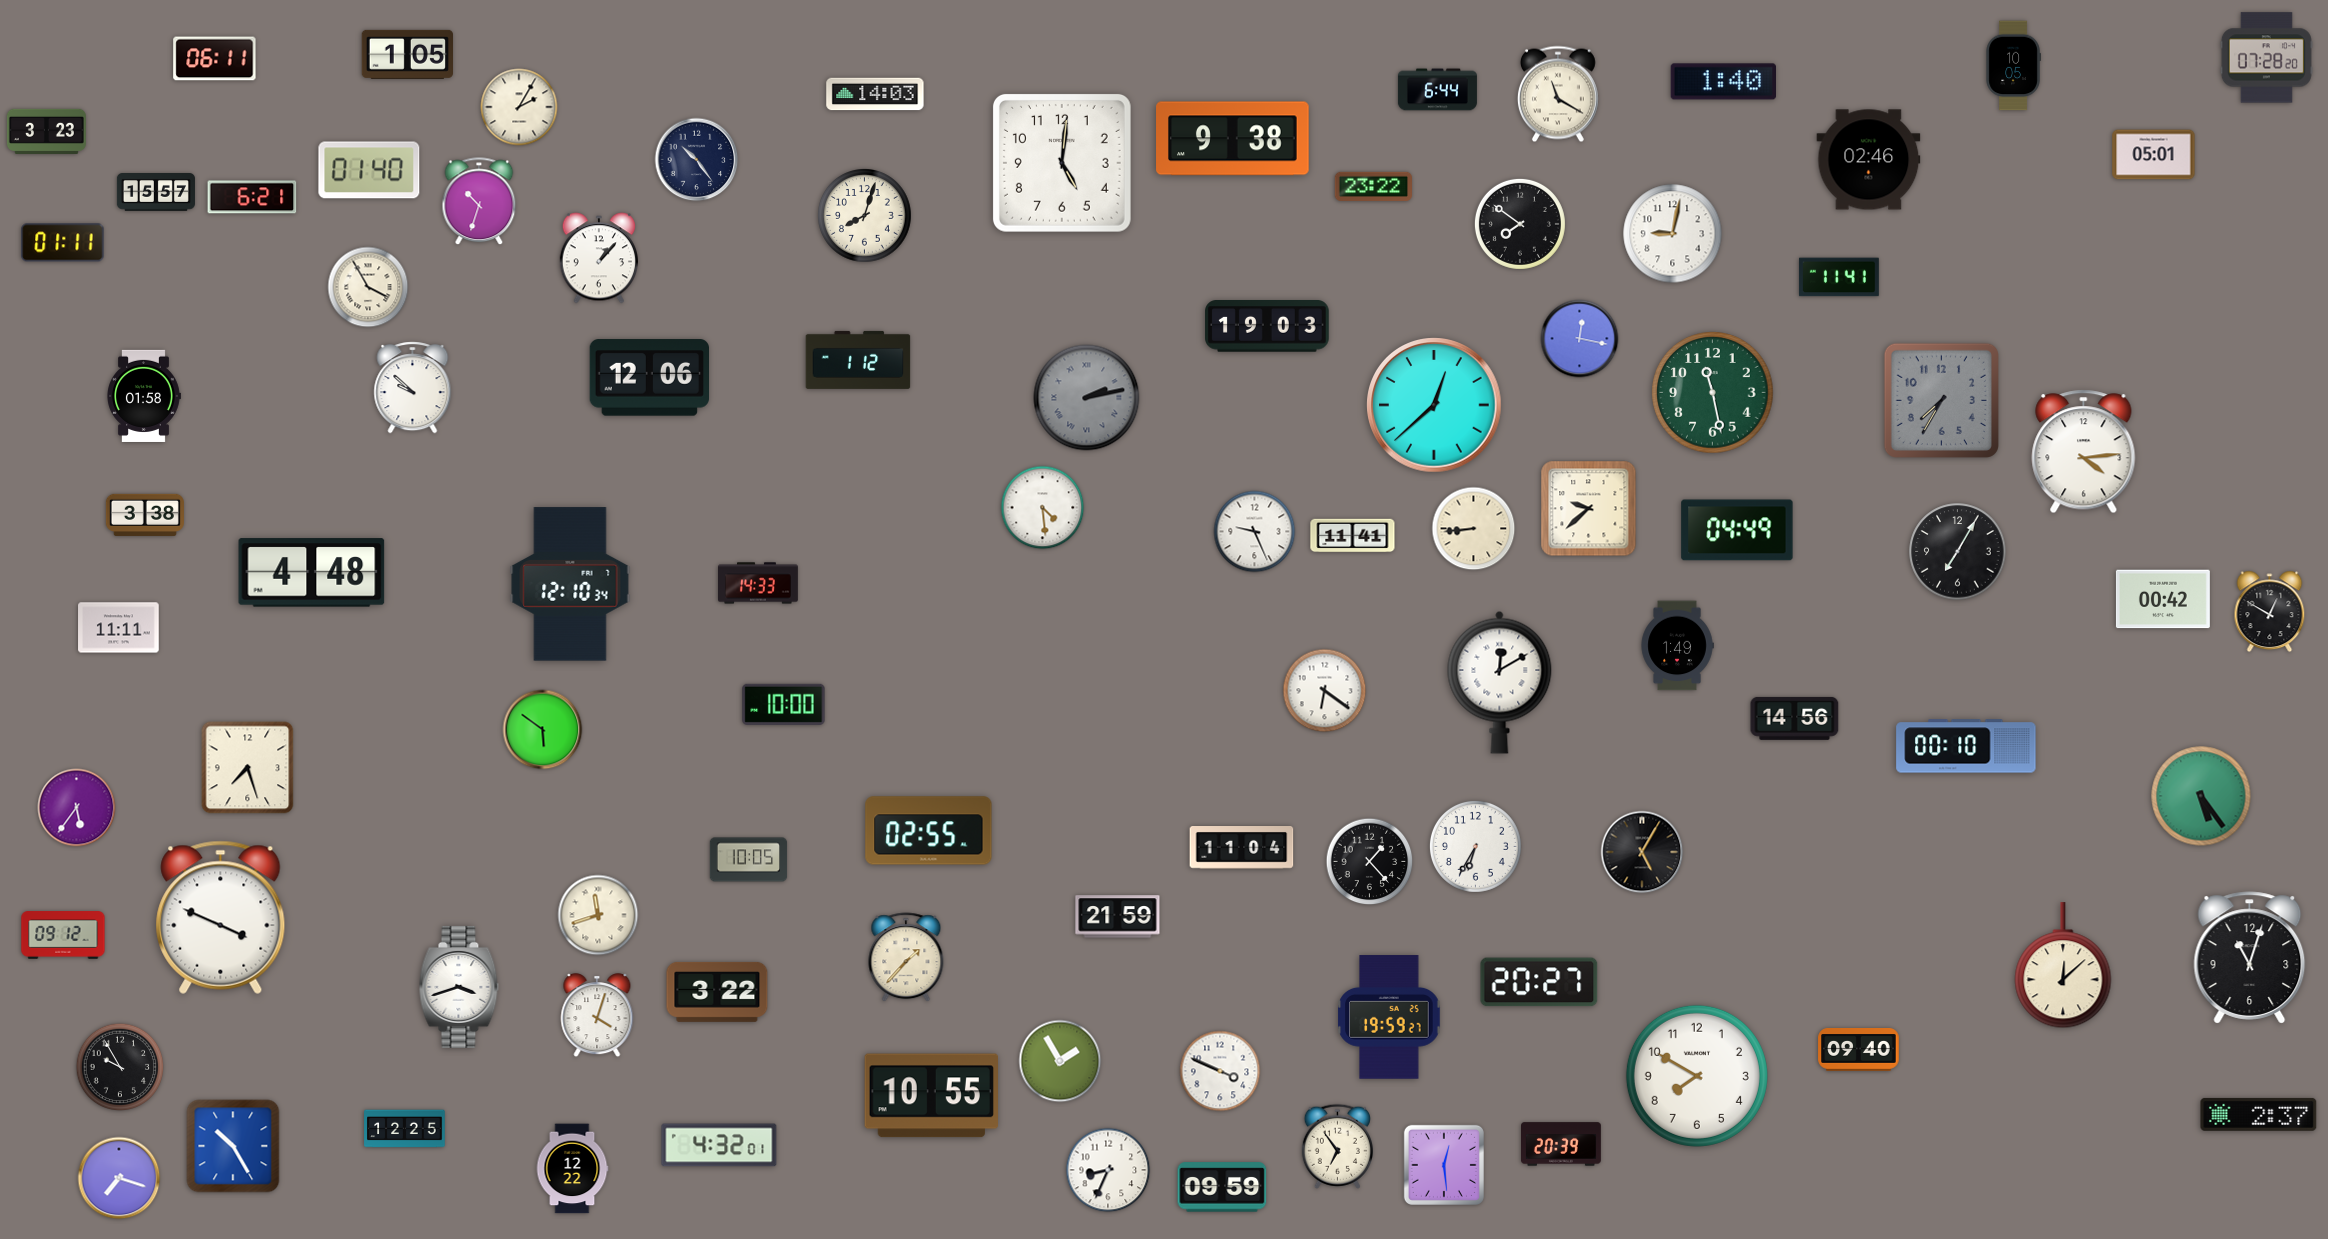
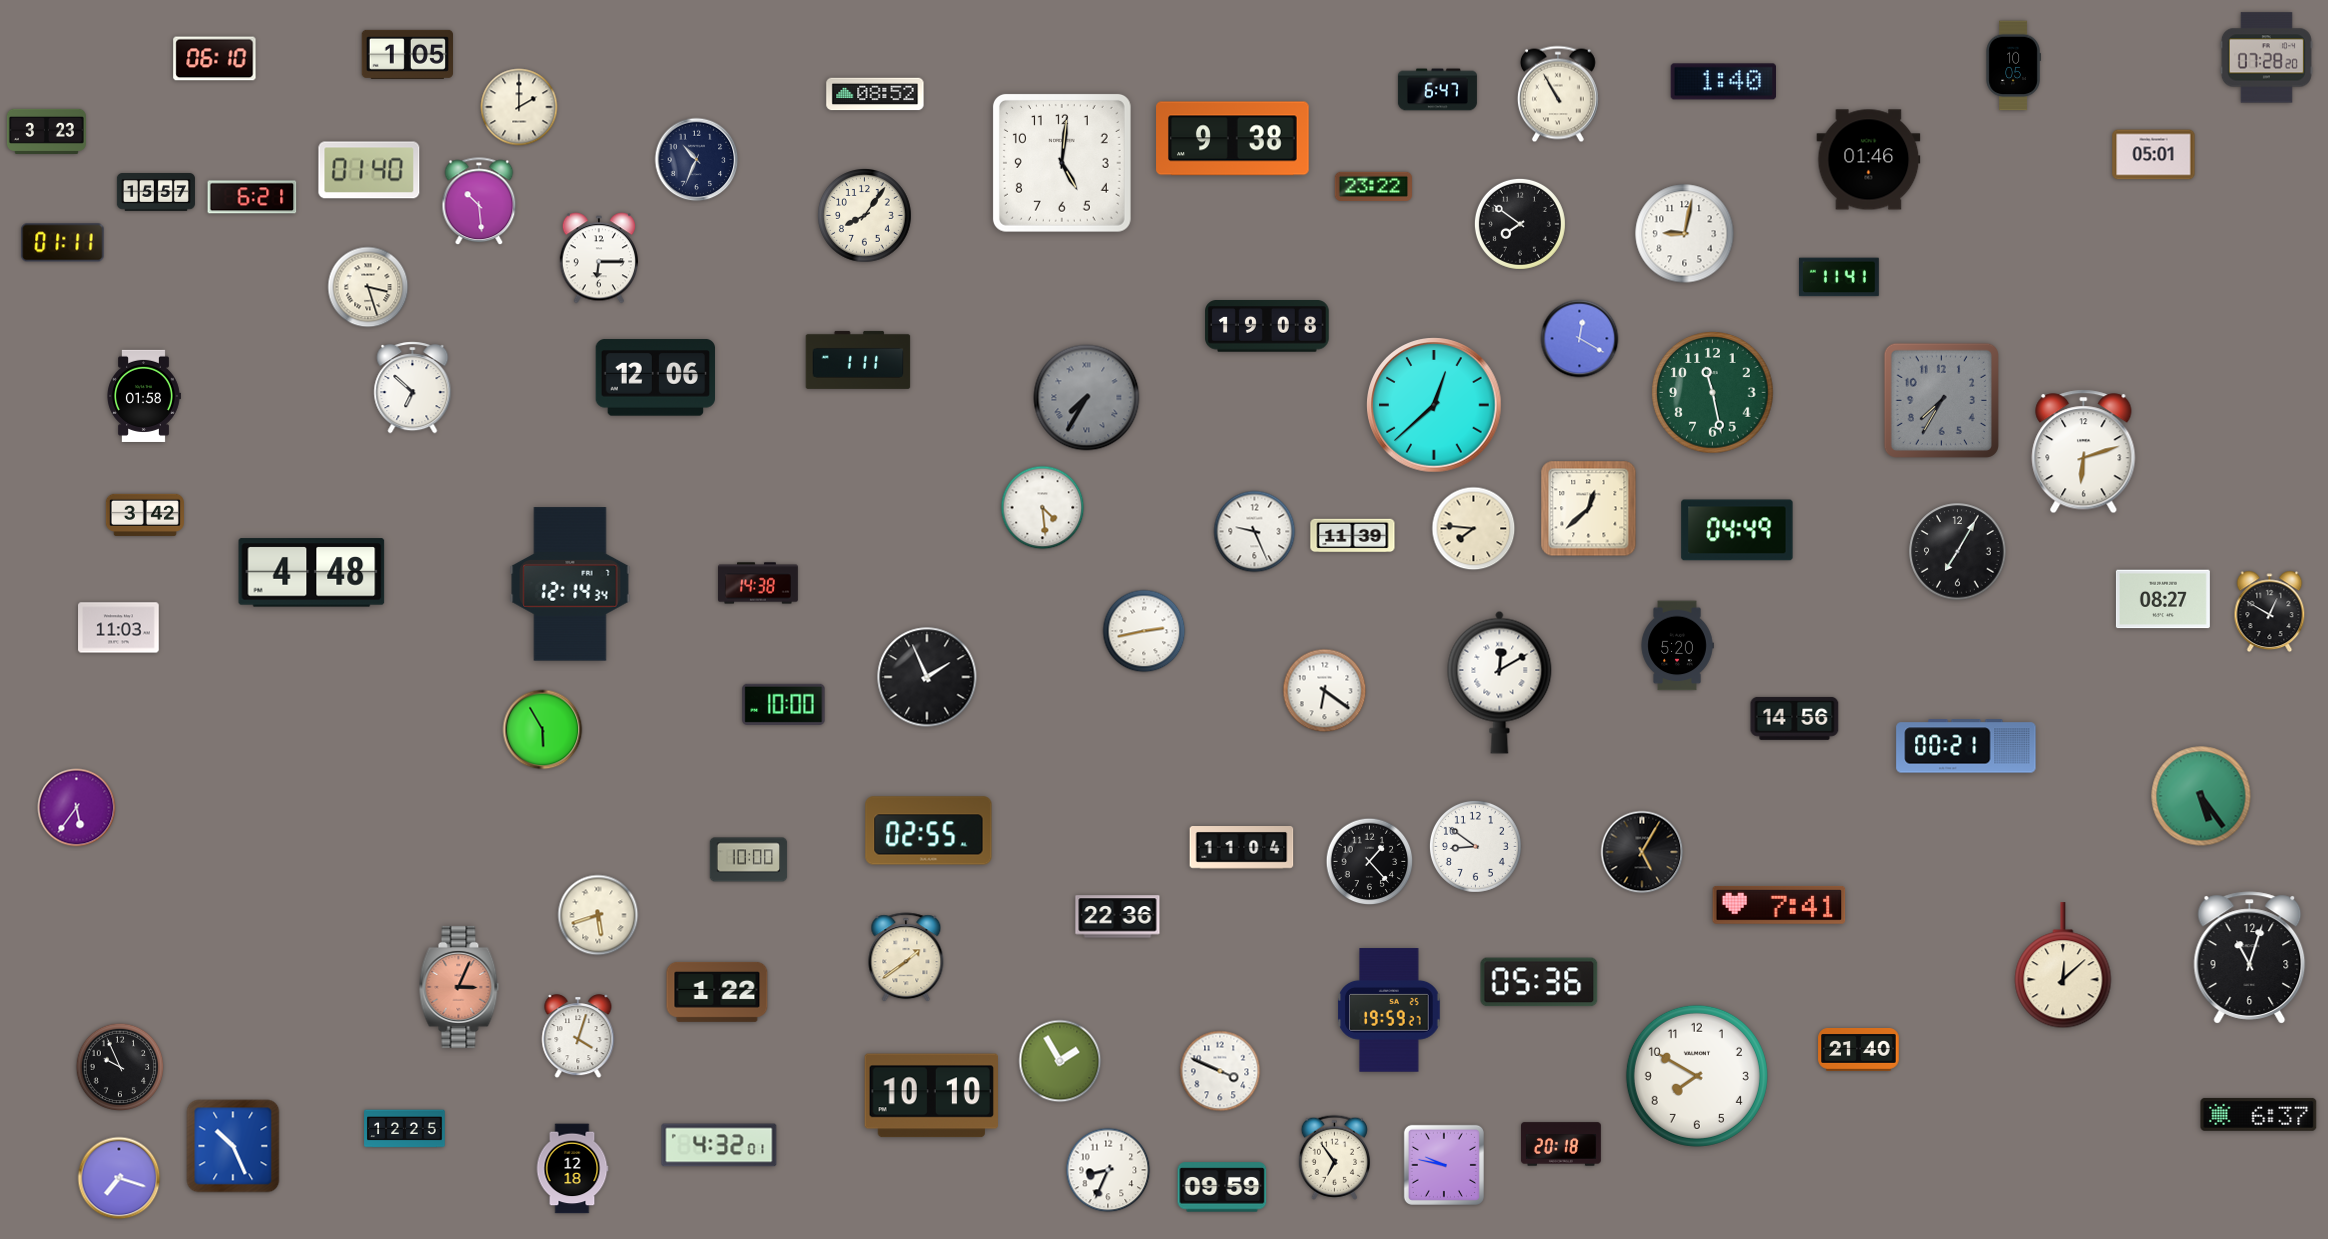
clock at (215, 59): 06:11 -> 06:10
clock at (1437, 90): 6:44 -> 6:47
clock at (875, 94): 14:03 -> 08:52
clock at (1558, 94): 11:20 -> 10:55
clock at (519, 107): 2:05 -> 2:00
clock at (697, 160): 10:24 -> 10:34
clock at (1869, 160): 02:46 -> 01:46
clock at (479, 202): 10:33 -> 10:29
clock at (865, 216): 8:03 -> 8:06
clock at (1673, 234) position: (1673, 234) -> (1685, 234)
clock at (598, 258): 1:07 -> 6:15
clock at (368, 287): 3:55 -> 3:27
clock at (1267, 326): 19:03 -> 19:08
clock at (1580, 339): 12:17 -> 12:20
clock at (858, 360): 1:12 -> 1:11
clock at (650, 378) position: (650, 378) -> (656, 378)
clock at (413, 388): 9:52 -> 6:52
clock at (1087, 398): 2:13 -> 7:35
clock at (2084, 452): 4:14 -> 6:12
clock at (1589, 509): 9:38 -> 12:38
clock at (145, 515): 3:38 -> 3:42
clock at (1474, 529): 8:44 -> 7:46
clock at (1353, 536): 11:41 -> 11:39
clock at (759, 583): 14:33 -> 14:38
clock at (570, 584): 12:10 -> 12:14
clock at (2163, 599): 00:42 -> 08:27
clock at (119, 628): 11:11 -> 11:03
clock at (1144, 631): none -> 2:43
clock at (1677, 646): 1:49 -> 5:20
clock at (927, 677): none -> 1:56
clock at (543, 730): 5:51 -> 5:55
clock at (1966, 746): 00:10 -> 00:21
clock at (248, 768): 7:27 -> none
clock at (1475, 846): 6:35 -> 8:51
clock at (749, 860): 10:05 -> 10:00
clock at (1779, 905): none -> 7:41
clock at (598, 915): 11:42 -> 5:42
clock at (221, 917): 3:49 -> none
clock at (1118, 917): 21:59 -> 22:36
clock at (63, 935): 09:12 -> none
clock at (906, 958): 1:37 -> 1:39
clock at (1539, 982): 20:27 -> 05:36
clock at (459, 987): 3:42 -> 3:04
clock at (459, 987) dial: white -> salmon
clock at (717, 992): 3:22 -> 1:22
clock at (597, 1016) position: (597, 1016) -> (578, 1037)
clock at (1389, 1017) position: (1389, 1017) -> (1389, 1010)
clock at (1859, 1050): 09:40 -> 21:40
clock at (120, 1067): 9:55 -> 9:56
clock at (931, 1096): 10:55 -> 10:10
clock at (2259, 1114): 2:37 -> 6:37
clock at (1562, 1144): 20:39 -> 20:18
clock at (233, 1146): 10:25 -> 10:26
clock at (1337, 1146) position: (1337, 1146) -> (1334, 1157)
clock at (1444, 1165): 12:29 -> 9:47
clock at (572, 1169): 12:22 -> 12:18
